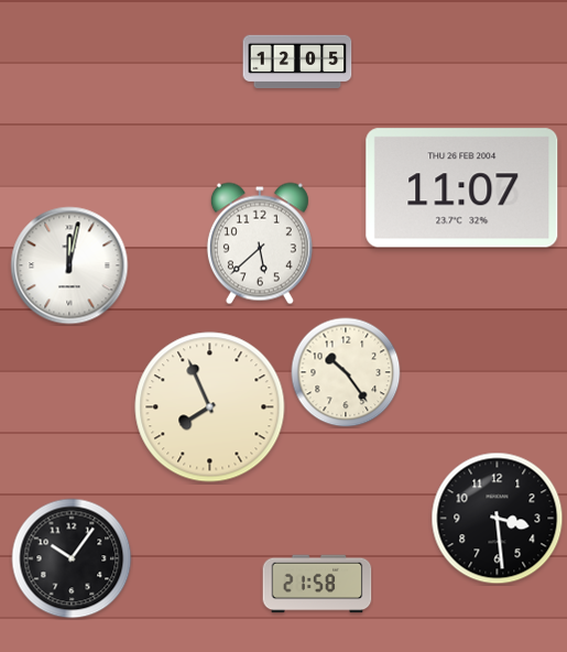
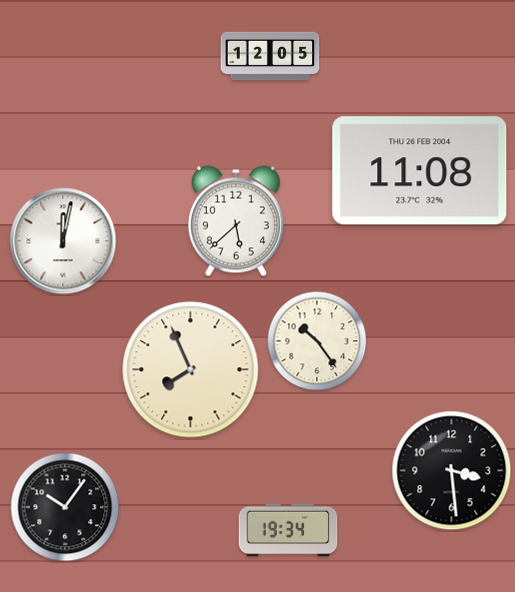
clock at (462, 188): 11:07 -> 11:08
clock at (346, 372) position: (346, 372) -> (317, 341)
clock at (317, 584): 21:58 -> 19:34
